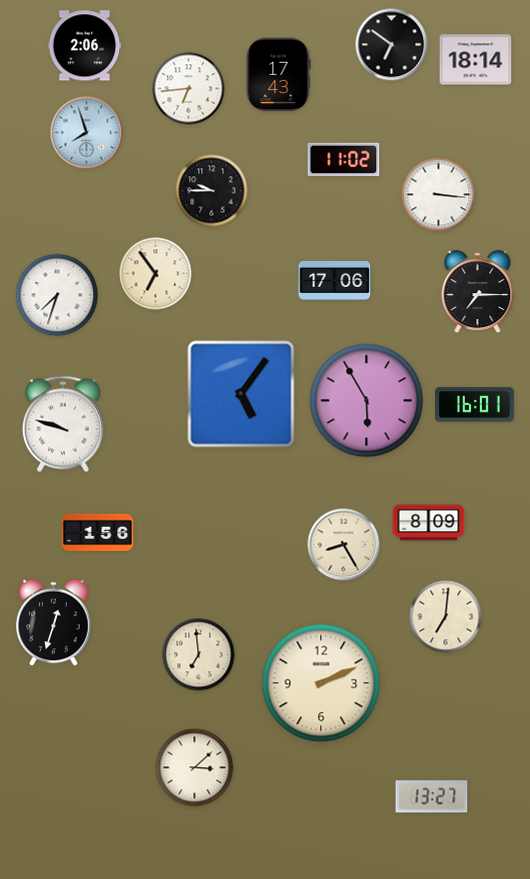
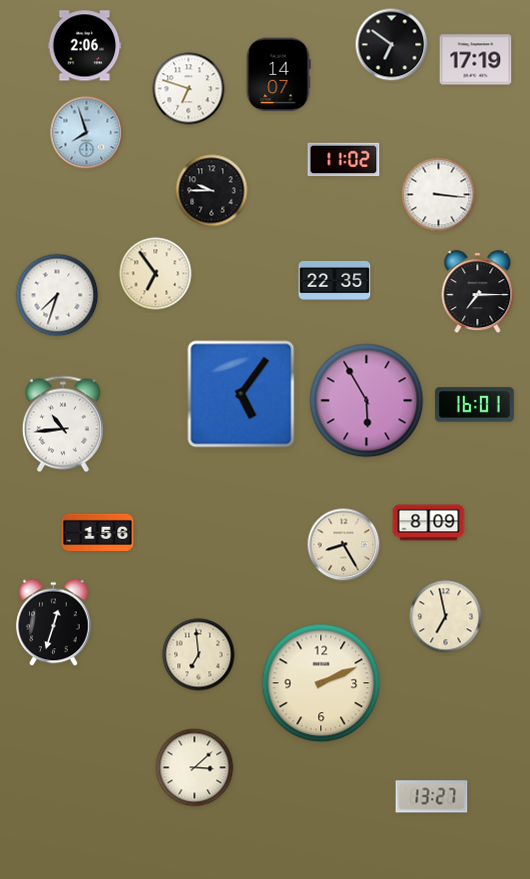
clock at (476, 60): 18:14 -> 17:19
clock at (278, 75): 17:43 -> 14:07
clock at (189, 89): 6:44 -> 6:48
clock at (335, 280): 17:06 -> 22:35
clock at (63, 424): 9:48 -> 10:44
clock at (446, 617): 7:01 -> 6:58
